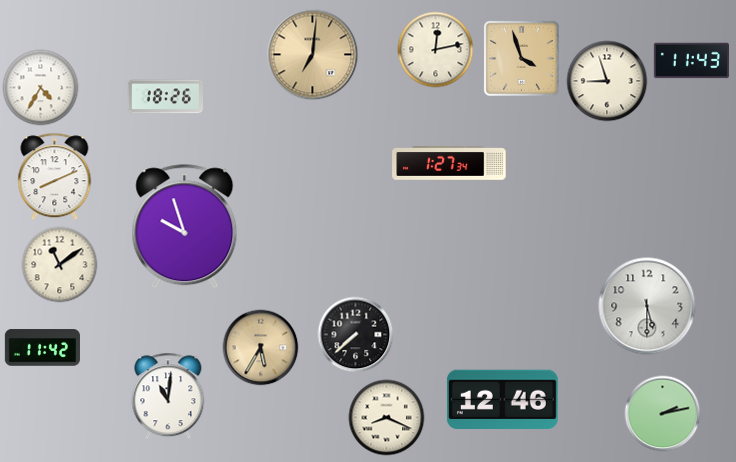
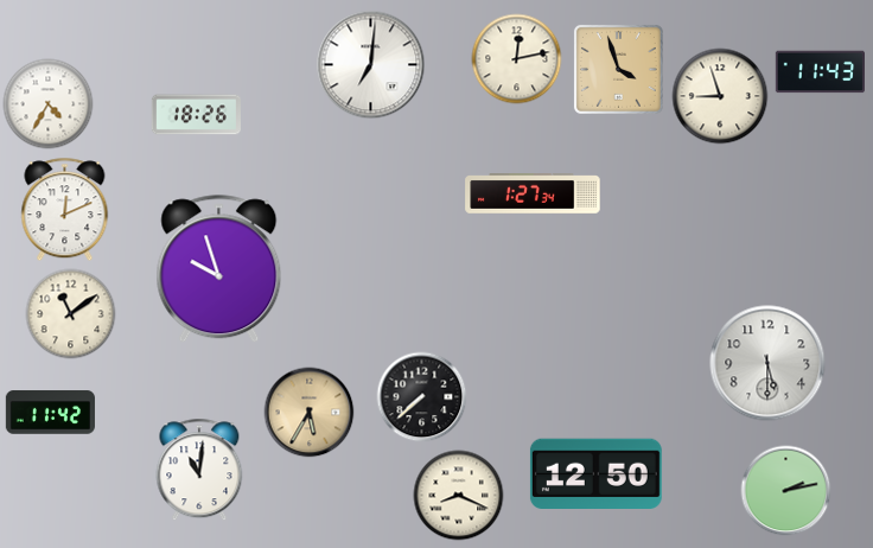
clock at (313, 55) dial: champagne -> white
clock at (55, 177): 8:11 -> 12:11
clock at (502, 399): 12:46 -> 12:50
